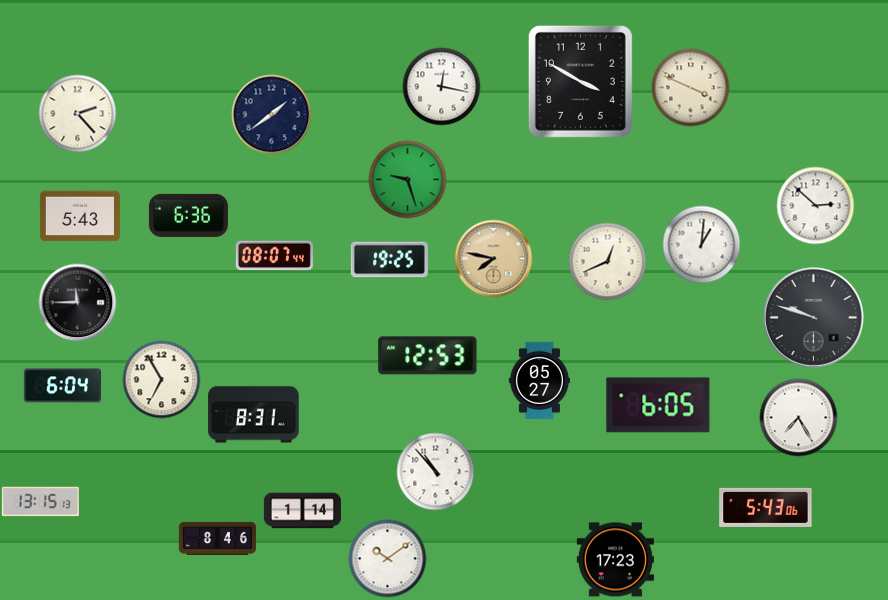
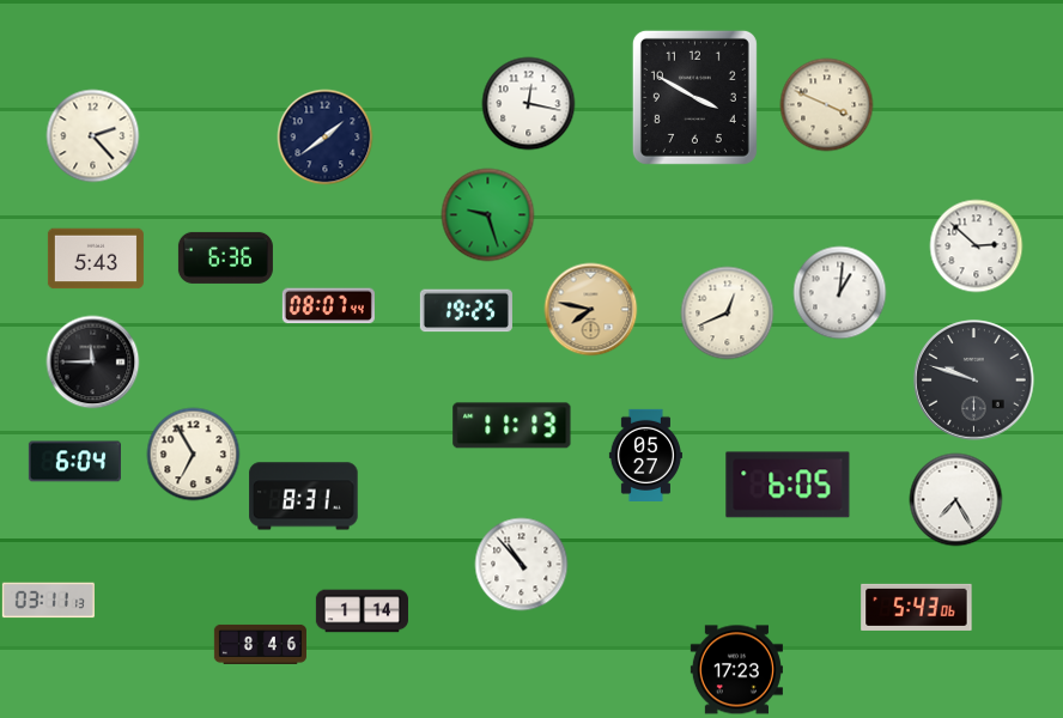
clock at (428, 356): 12:53 -> 11:13
clock at (40, 502): 13:15 -> 03:11
clock at (387, 558): 10:09 -> none
